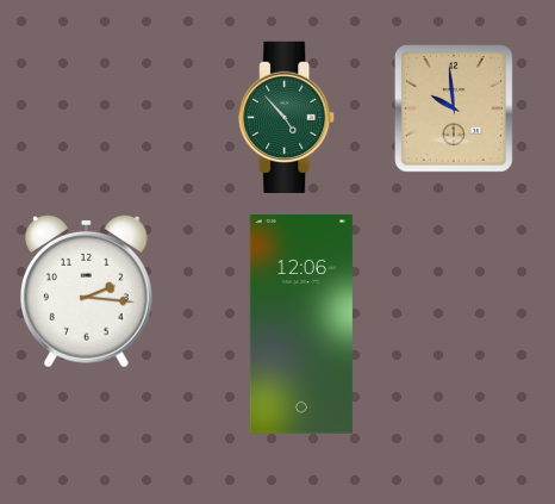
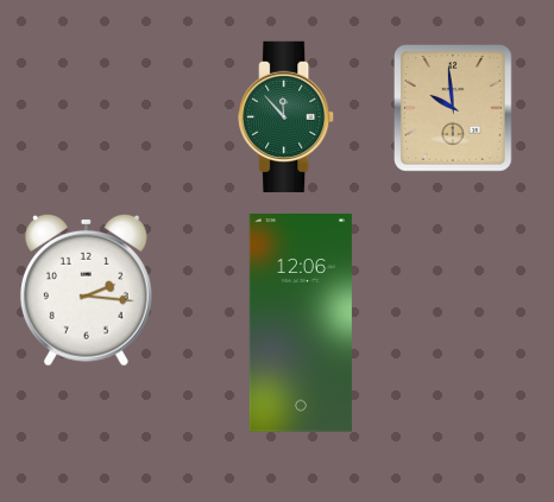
clock at (287, 117): 4:53 -> 11:53
